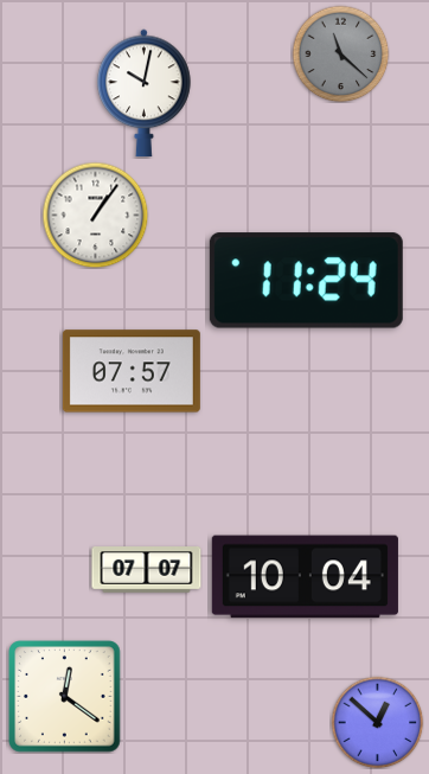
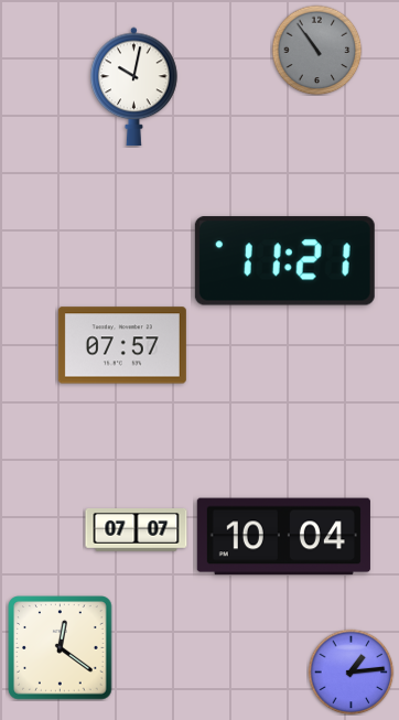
clock at (340, 53): 11:22 -> 10:54
clock at (95, 215): 1:06 -> none
clock at (306, 281): 11:24 -> 11:21
clock at (377, 722): 12:52 -> 1:14
